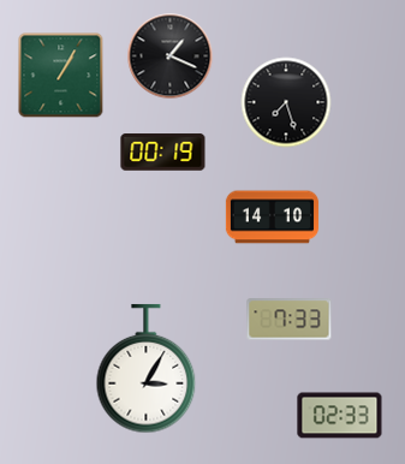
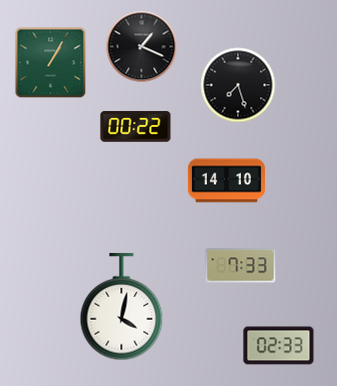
clock at (163, 153): 00:19 -> 00:22
clock at (147, 369): 3:05 -> 4:02
clock at (340, 416) position: (340, 416) -> (279, 346)
